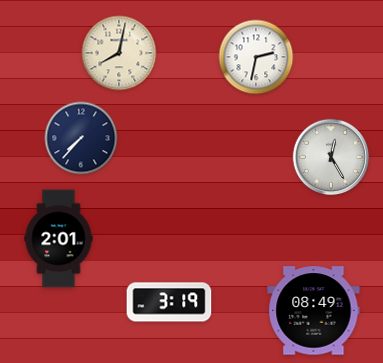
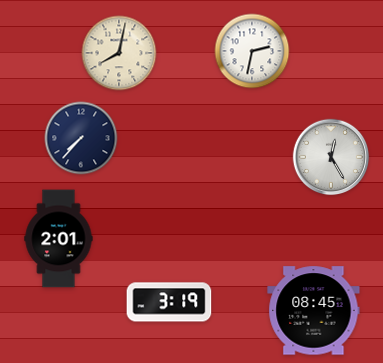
clock at (256, 57) position: (256, 57) -> (252, 51)
clock at (314, 311): 08:49 -> 08:45
